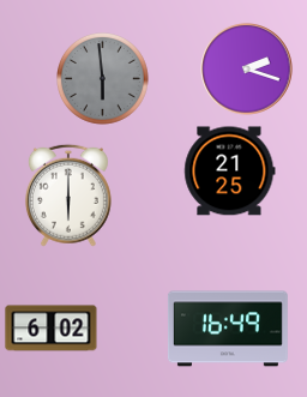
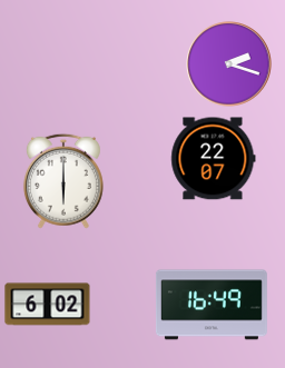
clock at (103, 79): 5:59 -> none
clock at (230, 172): 21:25 -> 22:07
